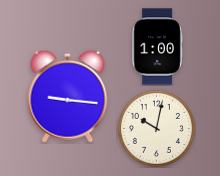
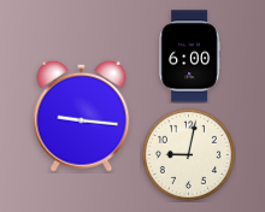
clock at (157, 47): 1:00 -> 6:00
clock at (156, 128): 10:02 -> 9:02
